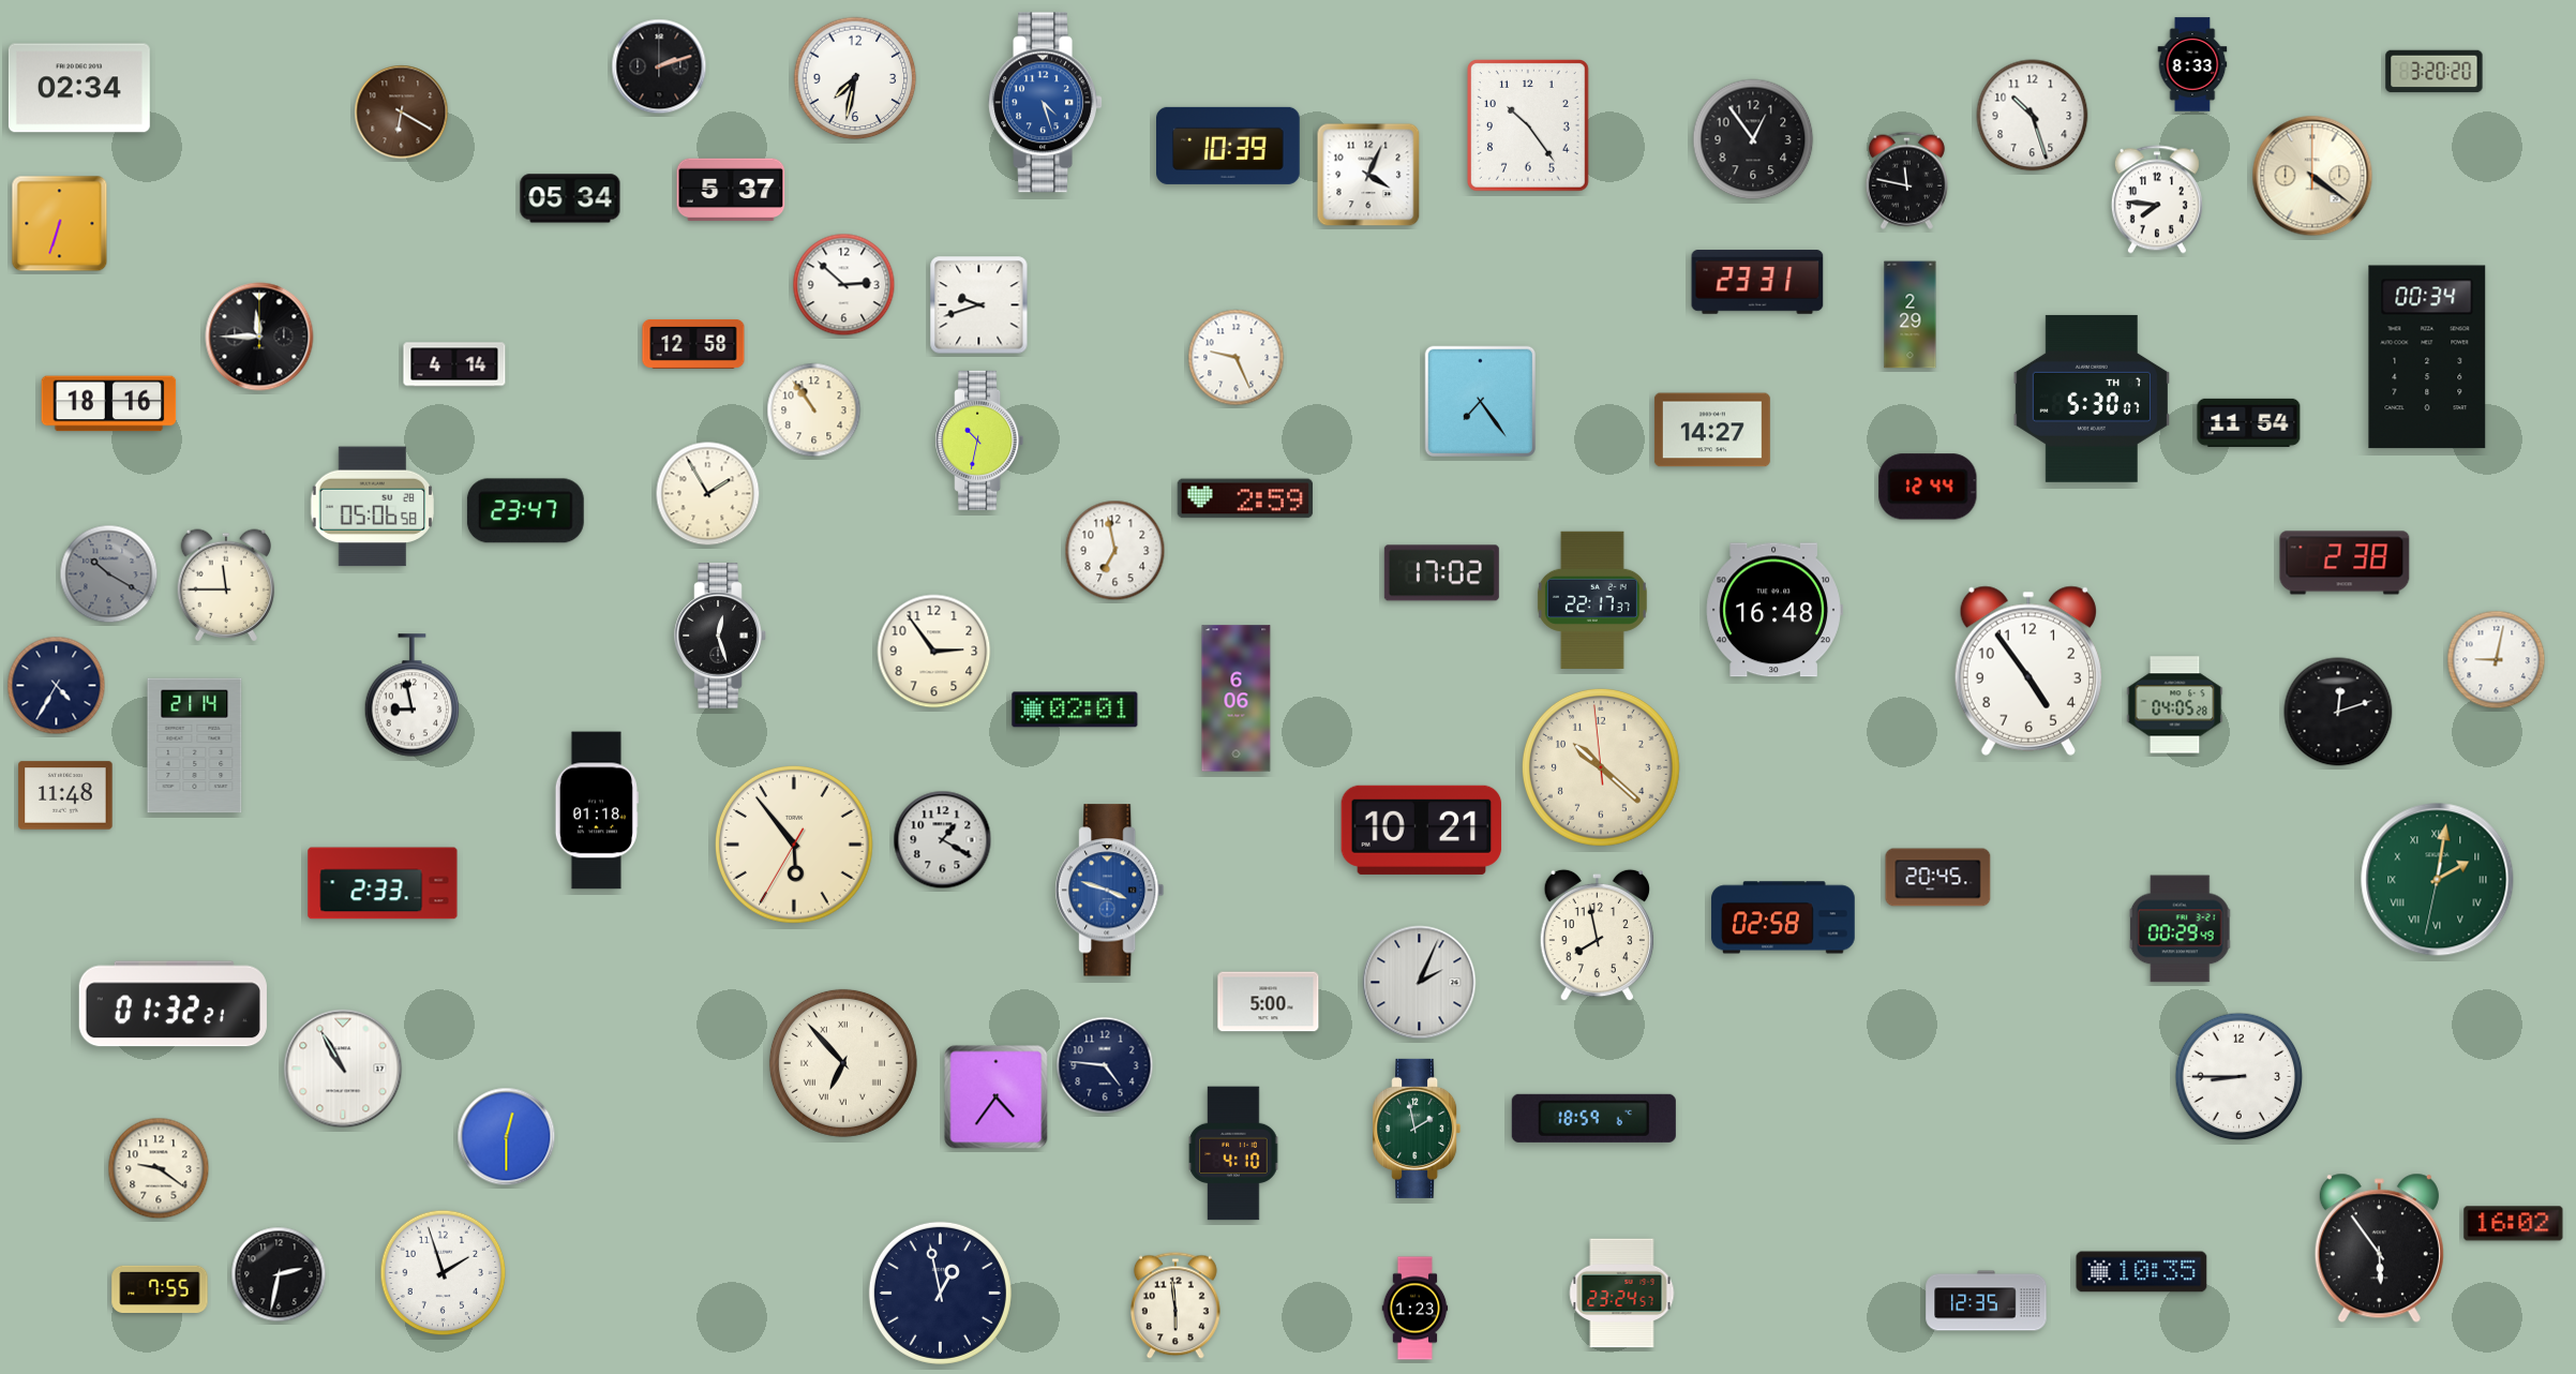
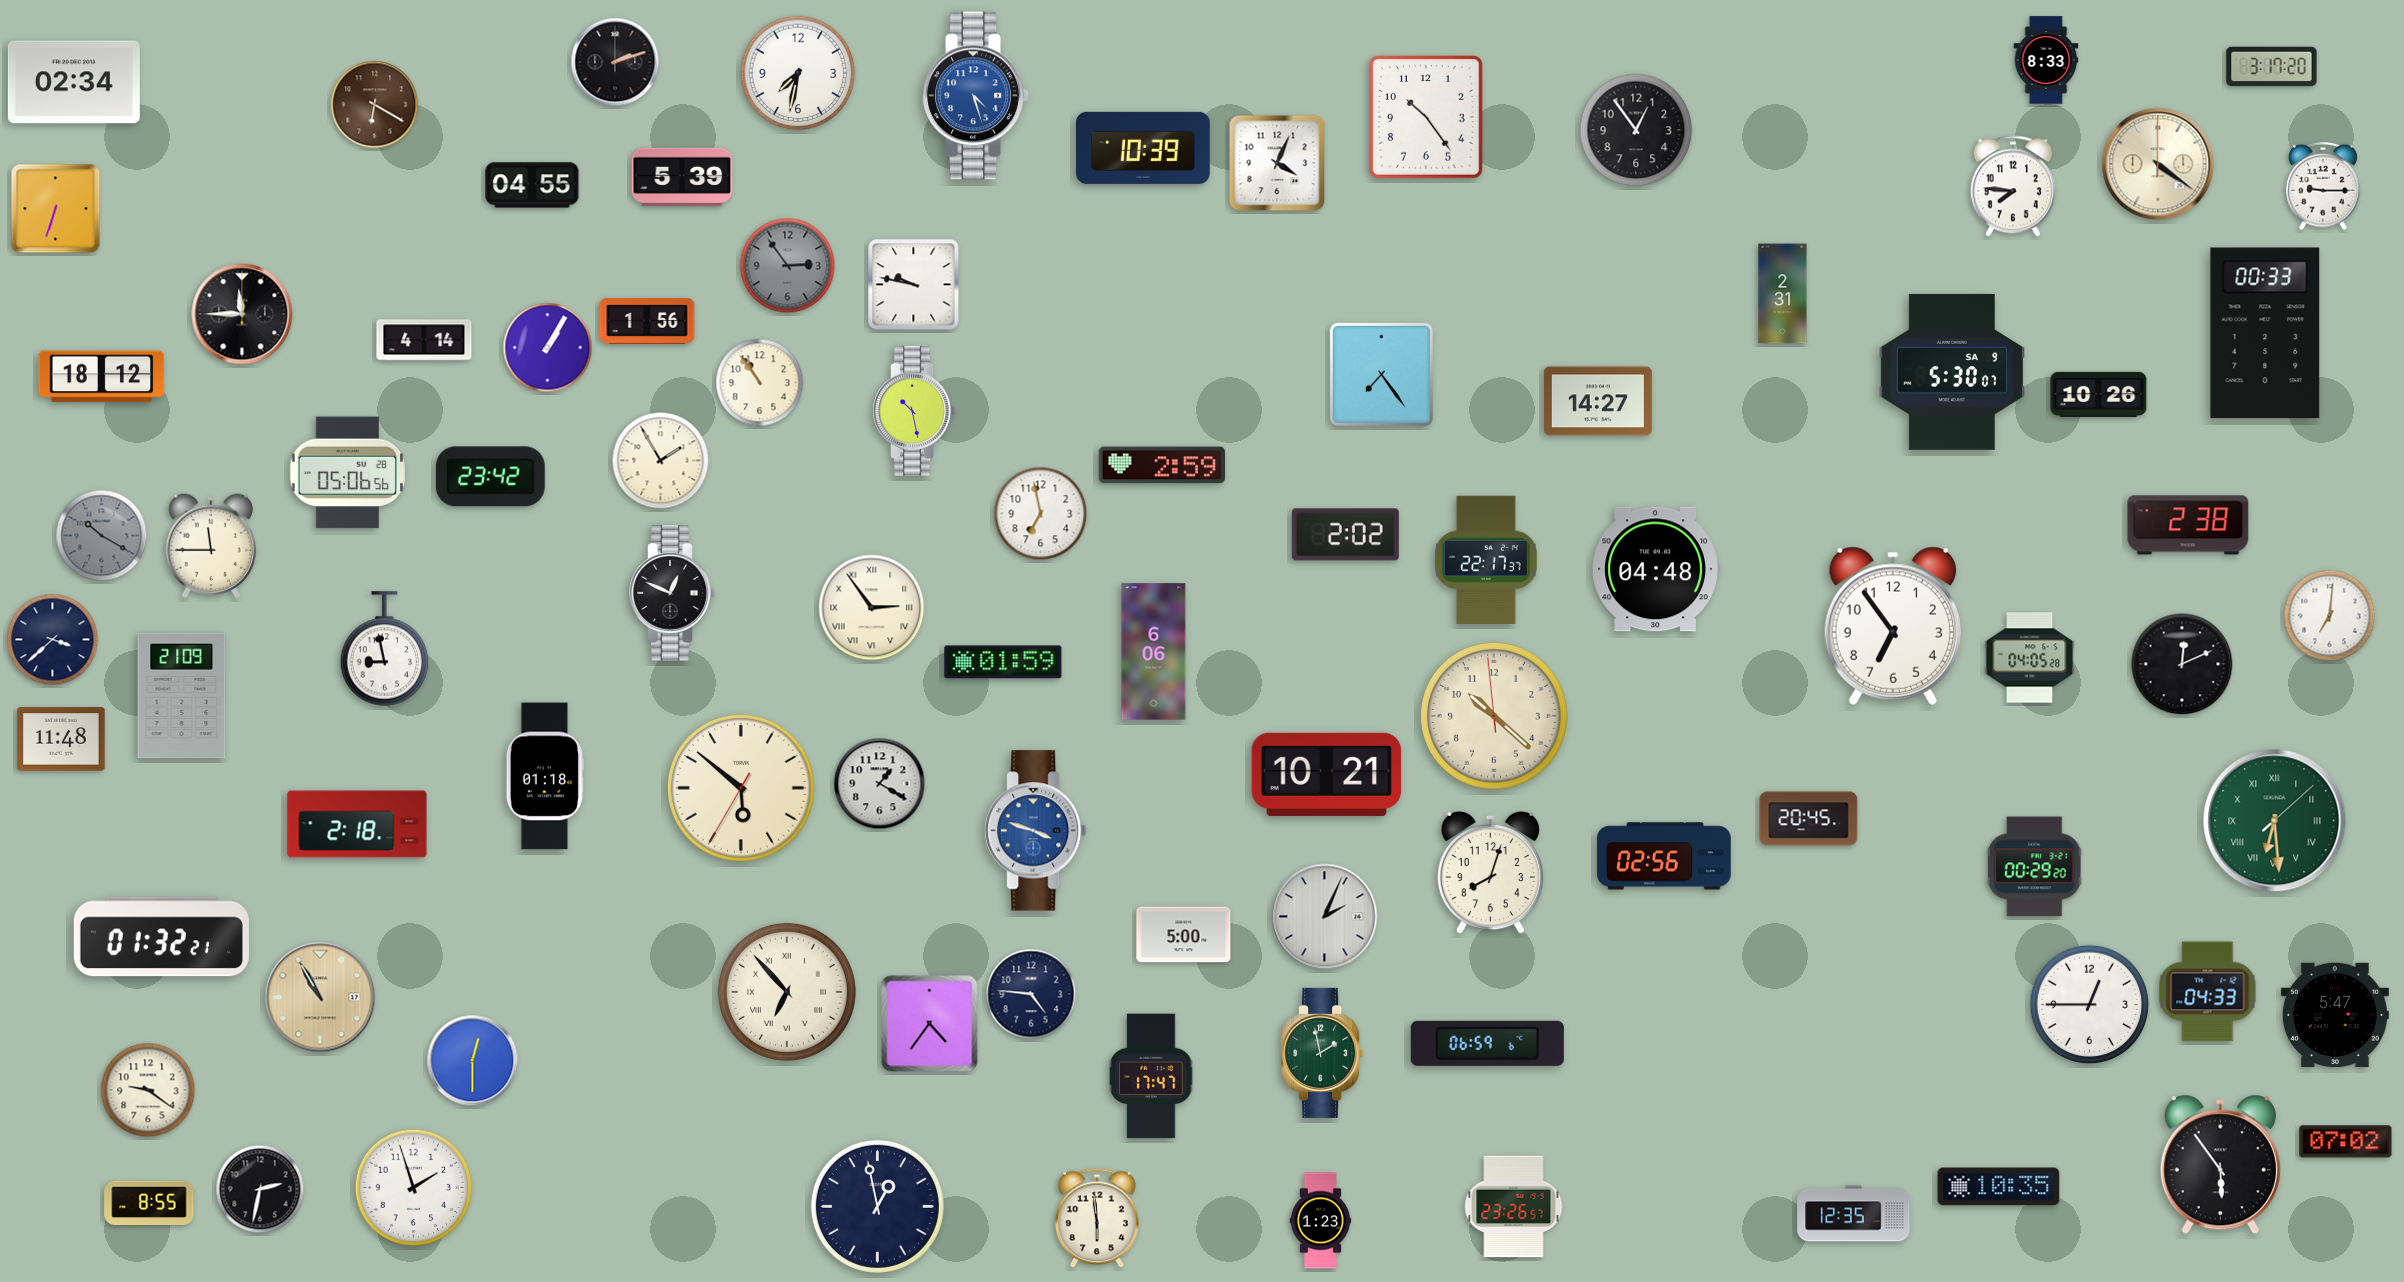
clock at (2435, 72): 3:20 -> 3:17
clock at (2033, 116): 10:27 -> none
clock at (1229, 146) position: (1229, 146) -> (1144, 148)
clock at (1906, 180): 11:47 -> none
clock at (731, 190): 5:37 -> 5:39
clock at (570, 198): 05:34 -> 04:55
clock at (2323, 186): none -> 9:15
clock at (1757, 282): 23:31 -> none
clock at (844, 285): 2:52 -> 2:54
clock at (844, 285) dial: white -> grey
clock at (979, 305): 9:42 -> 9:47
clock at (1911, 315): 2:29 -> 2:31
clock at (693, 344): 12:58 -> 1:56
clock at (2427, 357): 00:34 -> 00:33
clock at (1237, 358): 9:26 -> none
clock at (548, 348): none -> 1:05
clock at (2092, 399) date: TH 7 -> SA 9
clock at (109, 404): 18:16 -> 18:12
clock at (2249, 422): 11:54 -> 10:26
clock at (979, 440): 10:32 -> 10:28
clock at (1928, 487): 12:44 -> none
clock at (372, 507): 05:06:58 -> 05:06:56
clock at (525, 511): 23:47 -> 23:42
clock at (1441, 573): 17:02 -> 2:02
clock at (1774, 610): 16:48 -> 04:48
clock at (720, 636): 12:27 -> 12:49
clock at (934, 652) numerals: Arabic -> Roman
clock at (2497, 660): 9:02 -> 7:01
clock at (2028, 671): 4:54 -> 6:54
clock at (57, 686): 4:35 -> 3:38
clock at (1075, 710): 02:01 -> 01:59
clock at (2338, 712): 12:12 -> 12:11
clock at (195, 746): 21:14 -> 21:09
clock at (65, 795) position: (65, 795) -> (61, 739)
clock at (597, 810) position: (597, 810) -> (545, 776)
clock at (794, 845): 5:53 -> 5:51
clock at (2438, 880): 2:01 -> 6:29
clock at (383, 883): 2:33 -> 2:18
clock at (1783, 917): 02:58 -> 02:56
clock at (2181, 929): 00:29:49 -> 00:29:20
clock at (1597, 936): 7:58 -> 8:03
clock at (2208, 992): none -> 04:33
clock at (343, 1069) dial: white -> champagne
clock at (2240, 1077): 8:45 -> 12:45
clock at (2335, 1015): none -> 5:47
clock at (1593, 1118): 18:59 -> 06:59
clock at (1233, 1153): 4:10 -> 17:47
clock at (2514, 1224): 16:02 -> 07:02
clock at (160, 1288): 7:55 -> 8:55
clock at (1622, 1294): 23:24 -> 23:26
